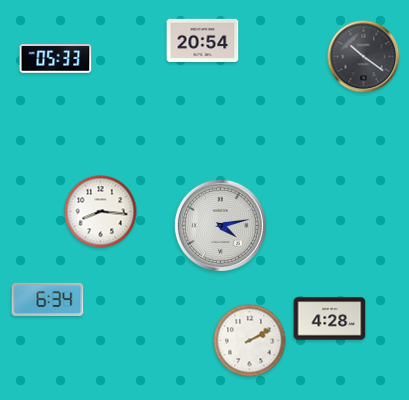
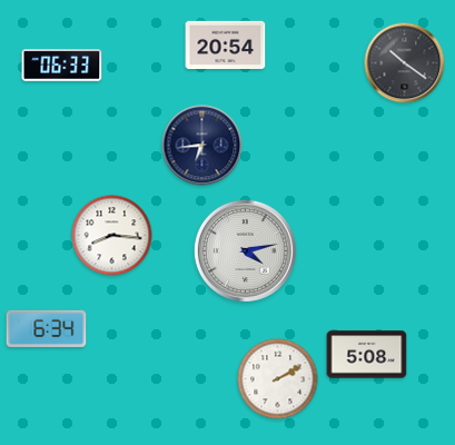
clock at (56, 59): 05:33 -> 06:33
clock at (202, 146): none -> 6:44
clock at (48, 299) position: (48, 299) -> (47, 328)
clock at (330, 319): 4:28 -> 5:08
